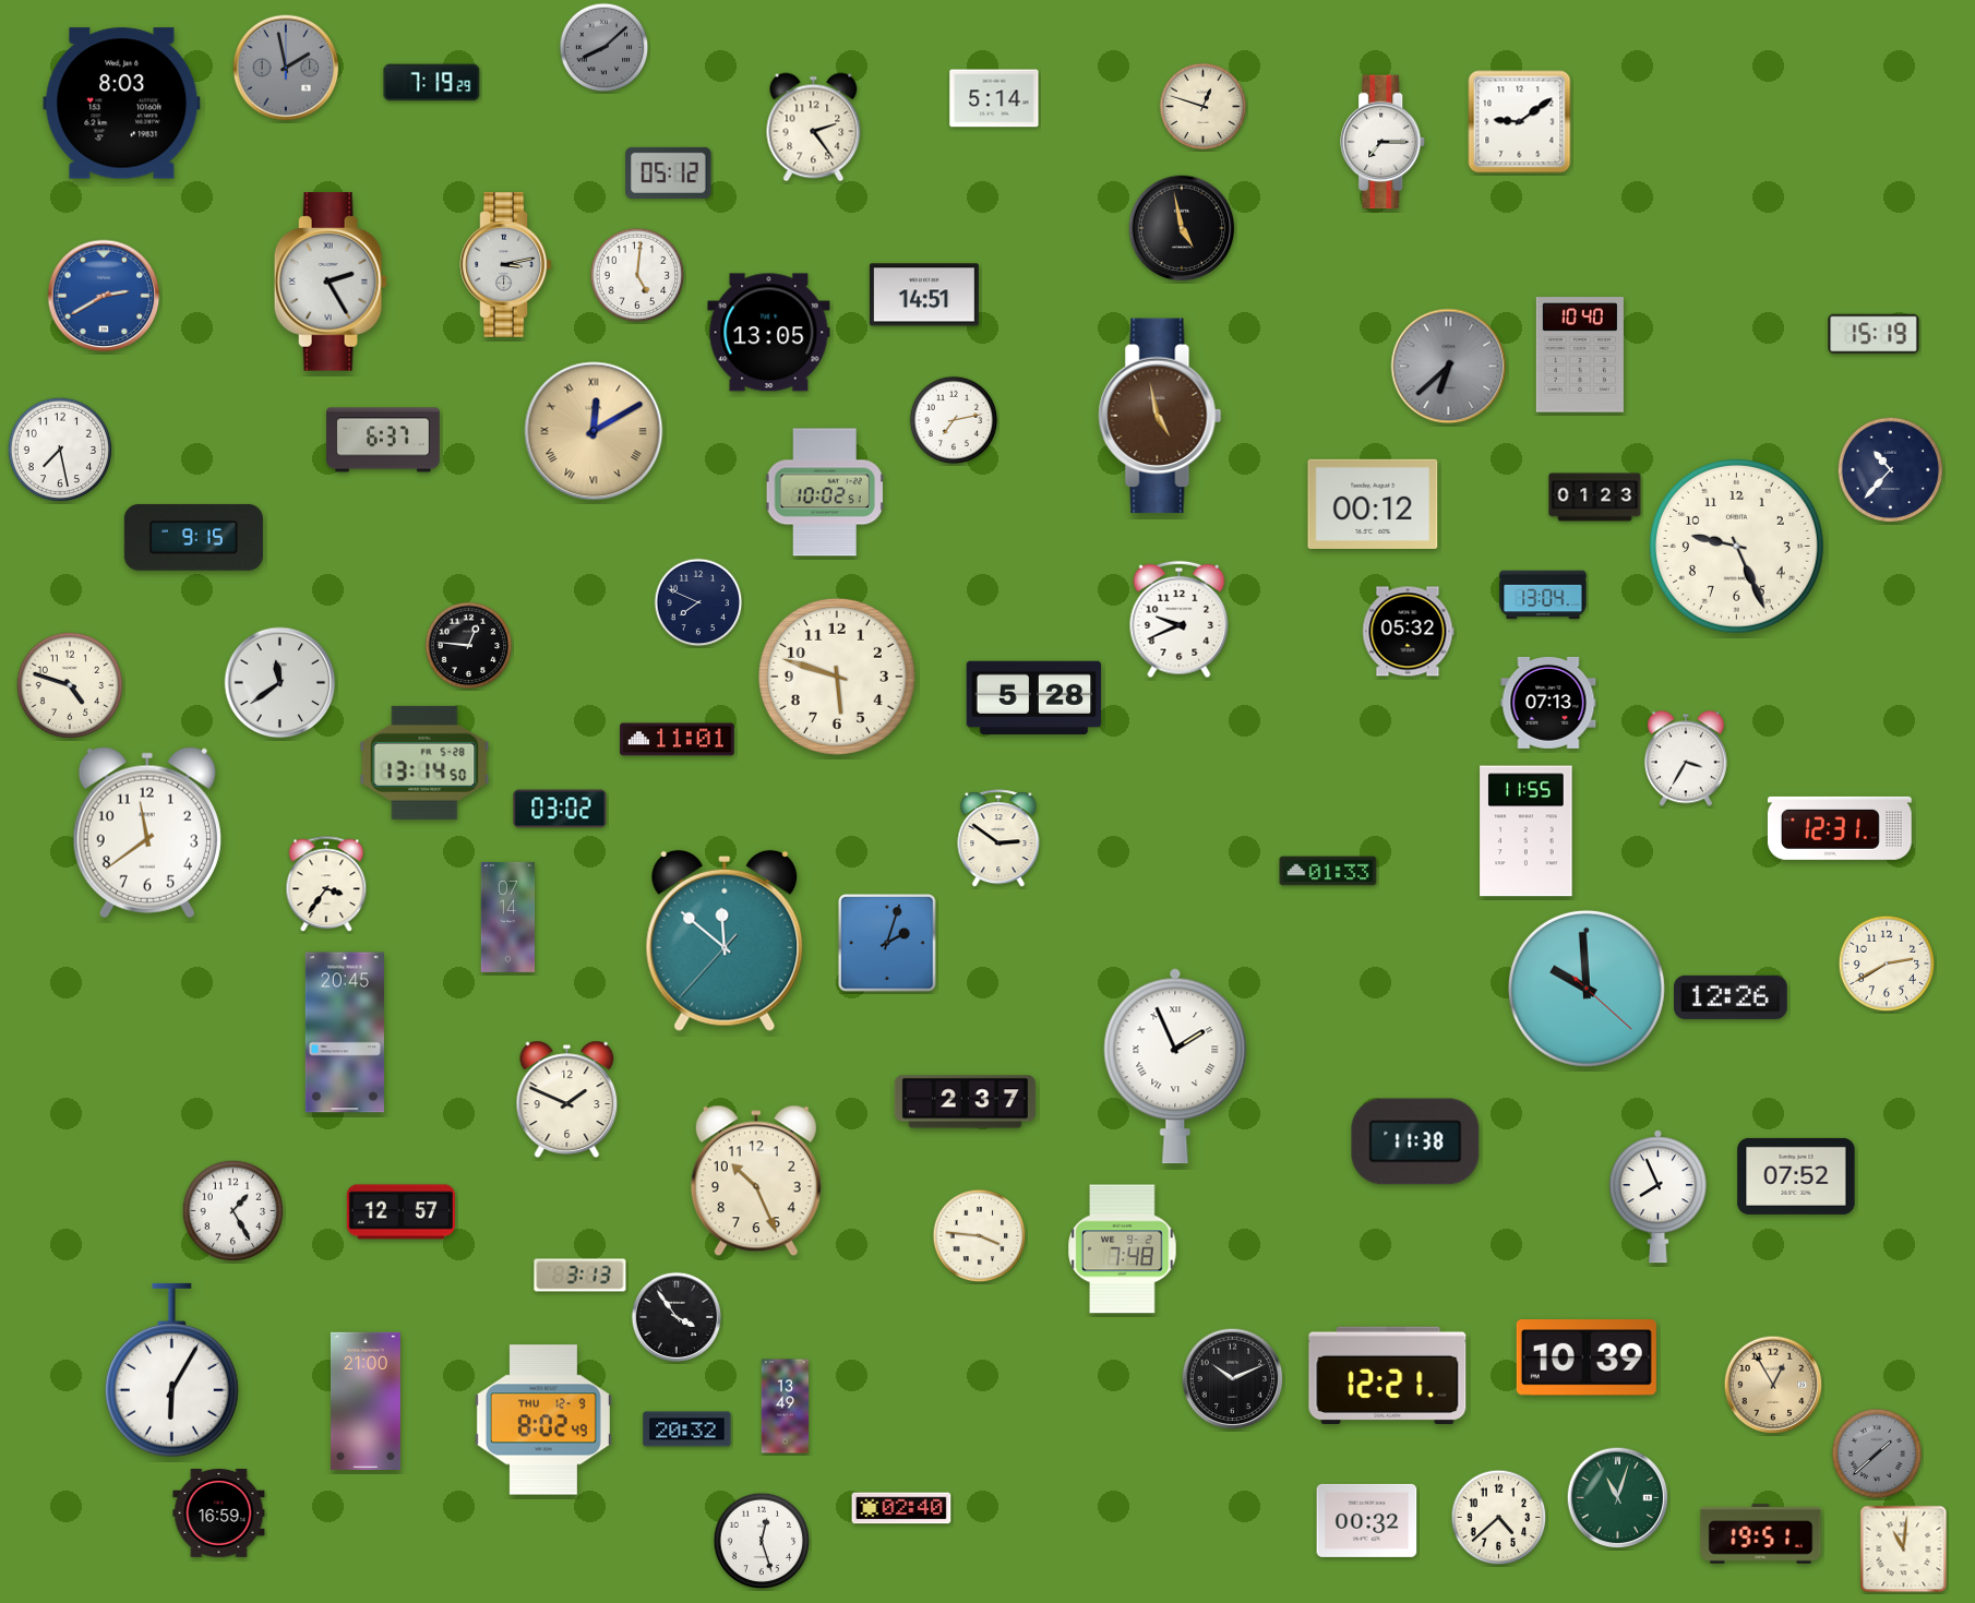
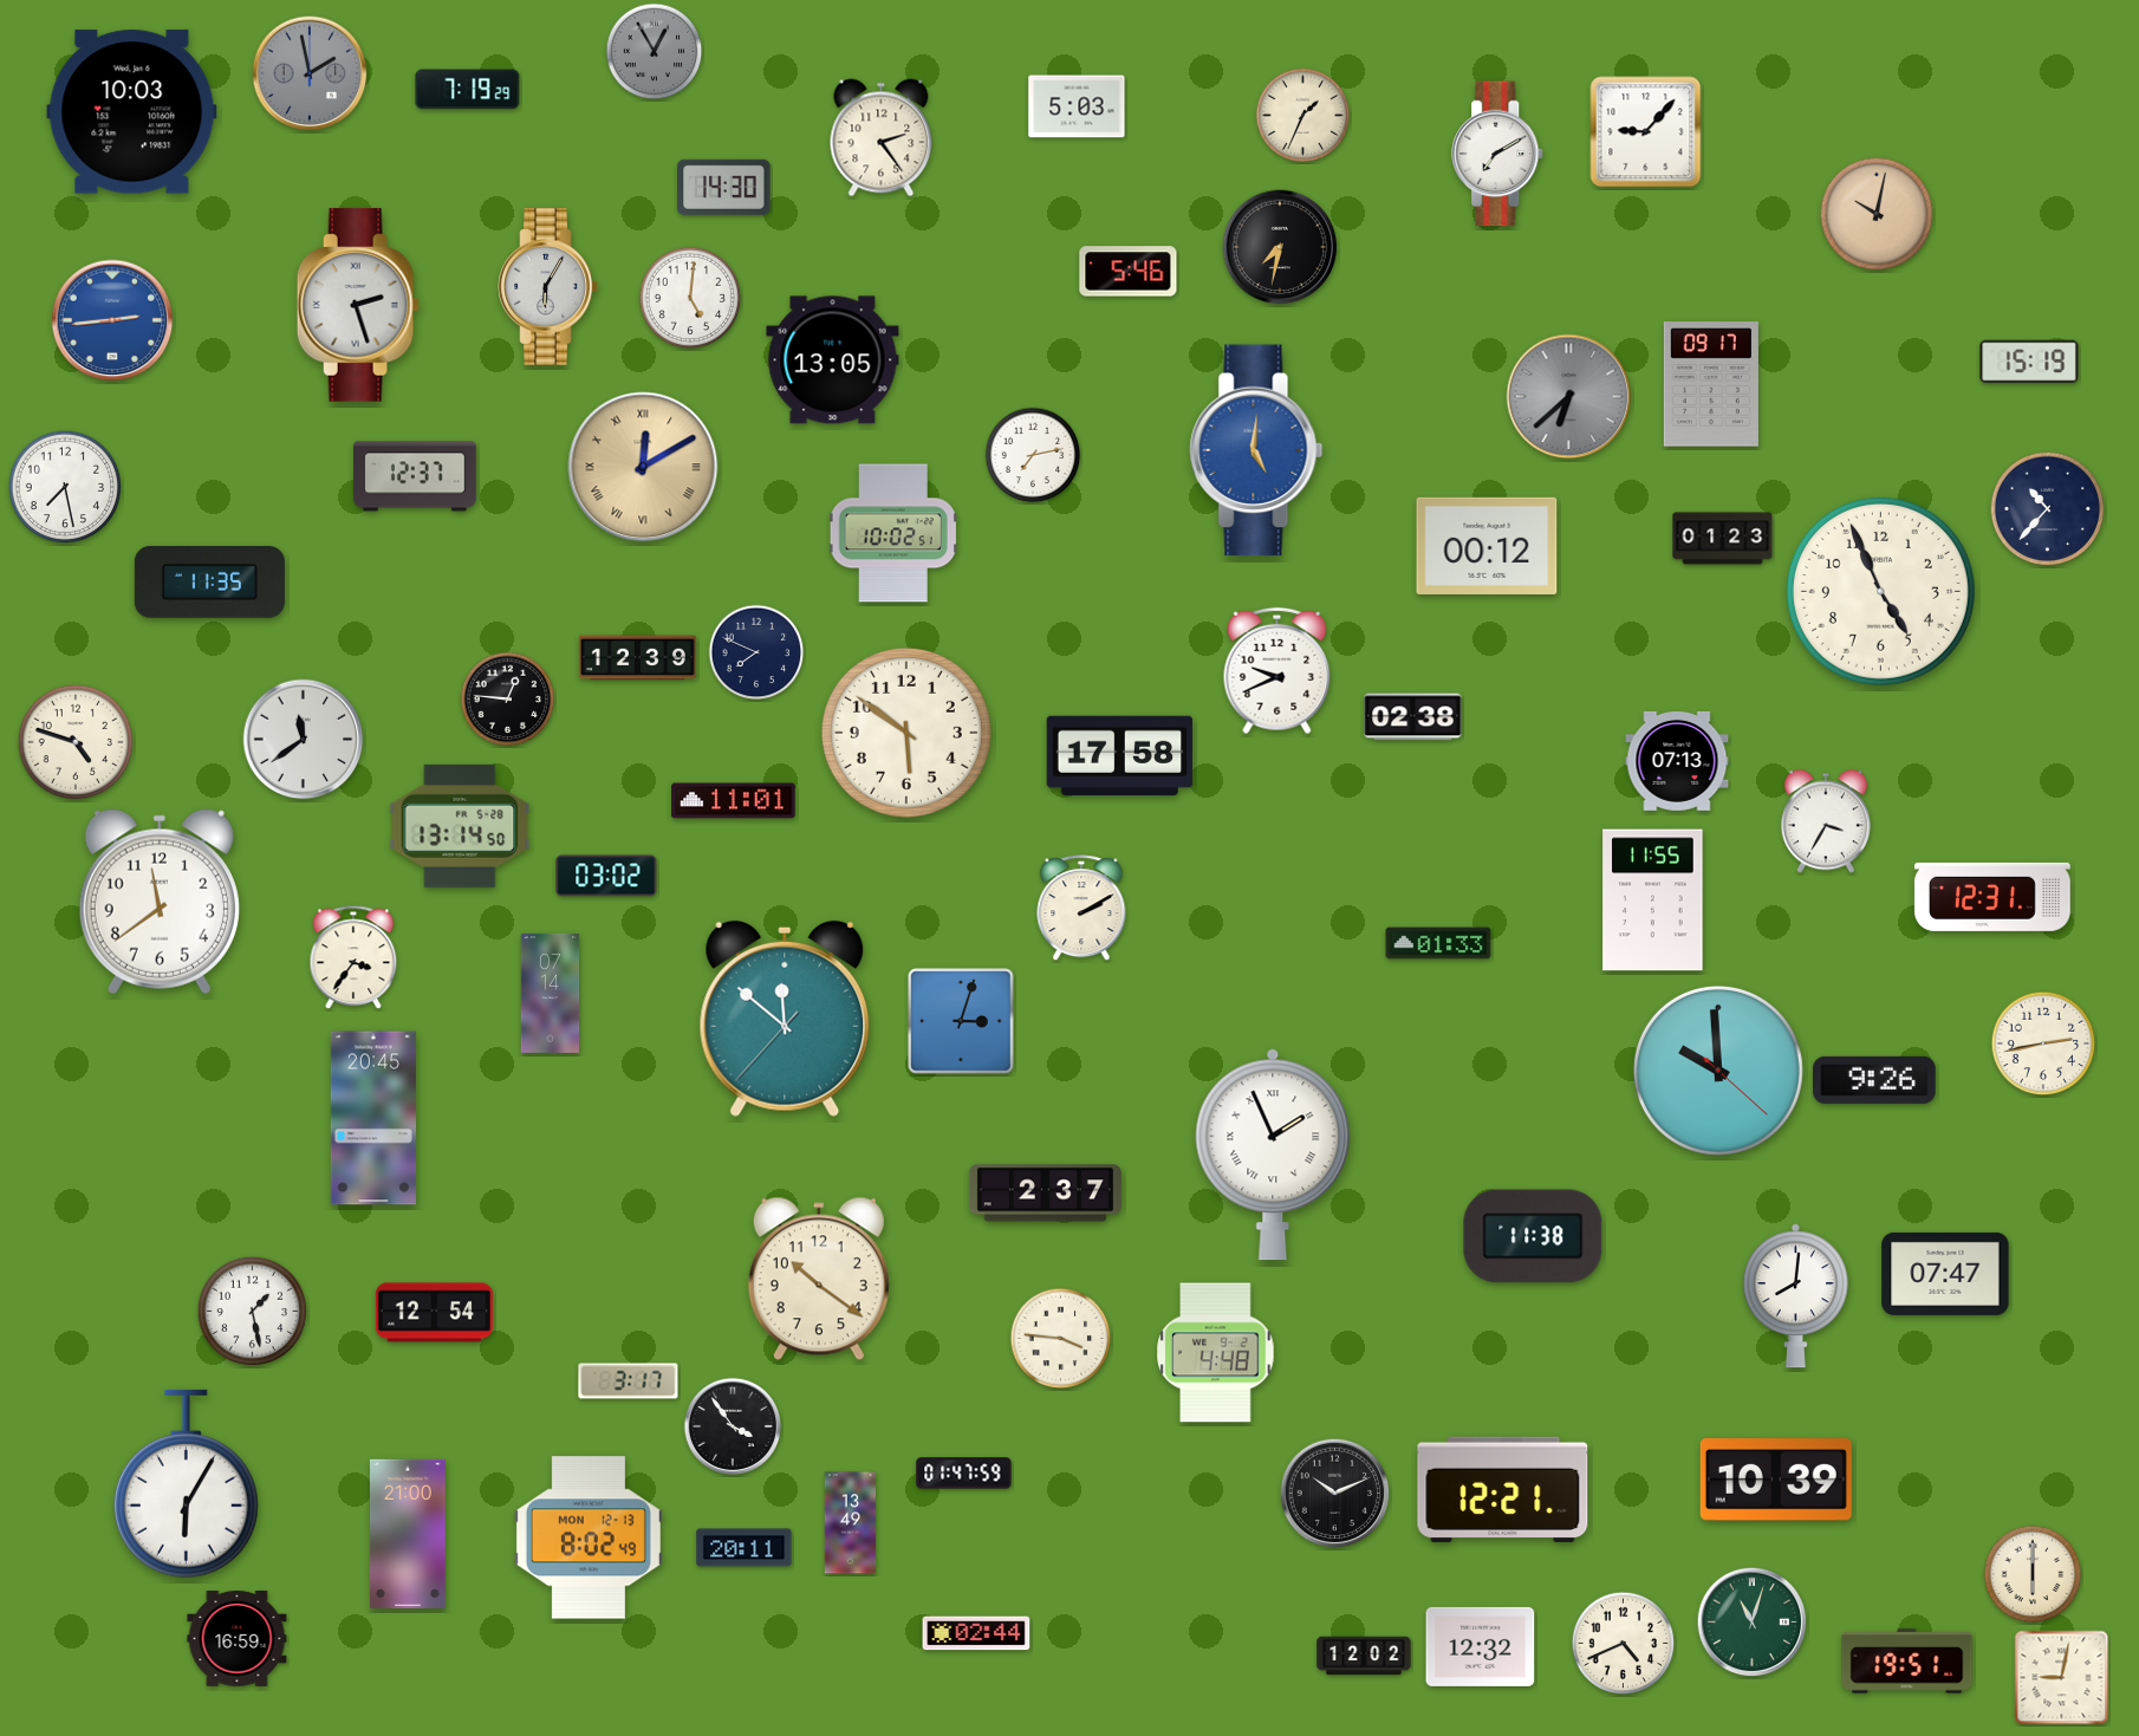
clock at (605, 48): 8:08 -> 12:55
clock at (994, 98): 5:14 -> 5:03
clock at (122, 104): 8:03 -> 10:03
clock at (1204, 107): 12:48 -> 1:34
clock at (1520, 122): 9:09 -> 9:07
clock at (1384, 142): 7:15 -> 7:10
clock at (669, 172): 05:12 -> 14:30
clock at (1877, 214): none -> 10:02
clock at (1182, 228): 4:58 -> 7:32
clock at (1129, 272): none -> 5:46
clock at (506, 265): 3:13 -> 6:05
clock at (331, 282): 2:25 -> 2:27
clock at (924, 295): 14:51 -> none
clock at (104, 296): 2:40 -> 2:44
clock at (1580, 355): 10:40 -> 09:17
clock at (1160, 416): 4:58 -> 5:01
clock at (1160, 416) dial: brown -> blue
clock at (383, 440): 6:37 -> 12:37
clock at (1595, 498) position: (1595, 498) -> (1723, 539)
clock at (193, 537): 9:15 -> 11:35
clock at (1736, 546): 9:26 -> 4:56
clock at (1543, 595): 13:04 -> none
clock at (637, 658): none -> 12:39
clock at (1408, 632): 05:32 -> none
clock at (1413, 717): none -> 02:38
clock at (837, 677): 5:48 -> 5:51
clock at (1034, 698): 5:28 -> 17:58
clock at (998, 839): 2:51 -> 2:10
clock at (887, 943): 2:03 -> 3:03
clock at (1887, 964): 2:40 -> 2:43
clock at (1732, 997): 12:26 -> 9:26
clock at (567, 1099): 1:49 -> none
clock at (1796, 1176): 07:52 -> 07:47
clock at (756, 1181): 10:26 -> 10:21
clock at (1657, 1197): 7:56 -> 8:01
clock at (234, 1211): 1:25 -> 1:28
clock at (400, 1212): 12:57 -> 12:54
clock at (1123, 1249): 7:48 -> 4:48
clock at (580, 1276): 3:13 -> 3:17
clock at (1587, 1357) position: (1587, 1357) -> (1776, 1480)
clock at (964, 1474): none -> 01:47
clock at (1773, 1385): 12:55 -> none
clock at (366, 1401) position: (366, 1401) -> (408, 1534)
clock at (543, 1420) date: THU 12-9 -> MON 12-13
clock at (687, 1429): 20:32 -> 20:11
clock at (1877, 1454): 1:38 -> 6:00
clock at (1877, 1454) dial: grey -> cream
clock at (901, 1508): 02:40 -> 02:44
clock at (1499, 1518): 4:38 -> 4:41
clock at (1367, 1520): 00:32 -> 12:32
clock at (1364, 1656): none -> 12:02
clock at (762, 1541): 12:27 -> none
clock at (1904, 1550): 11:01 -> 9:02
